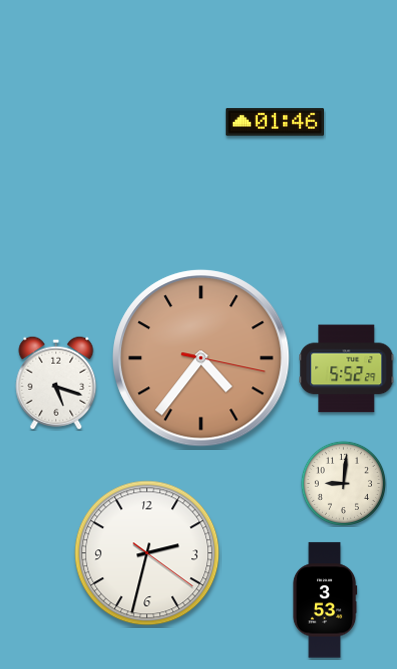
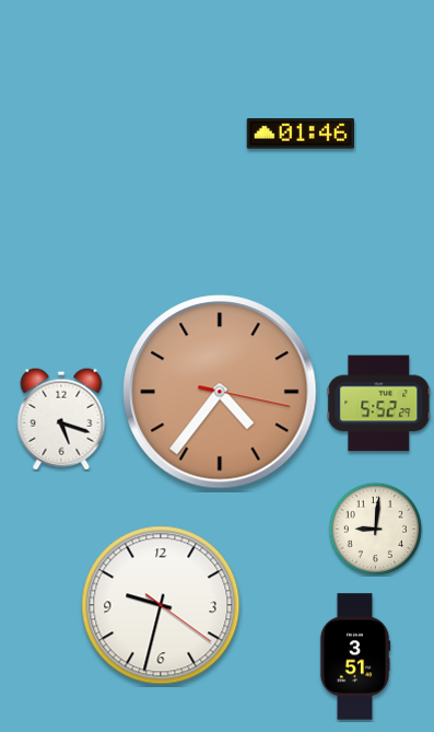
clock at (147, 553): 2:32 -> 9:32
clock at (325, 600): 3:53 -> 3:51
